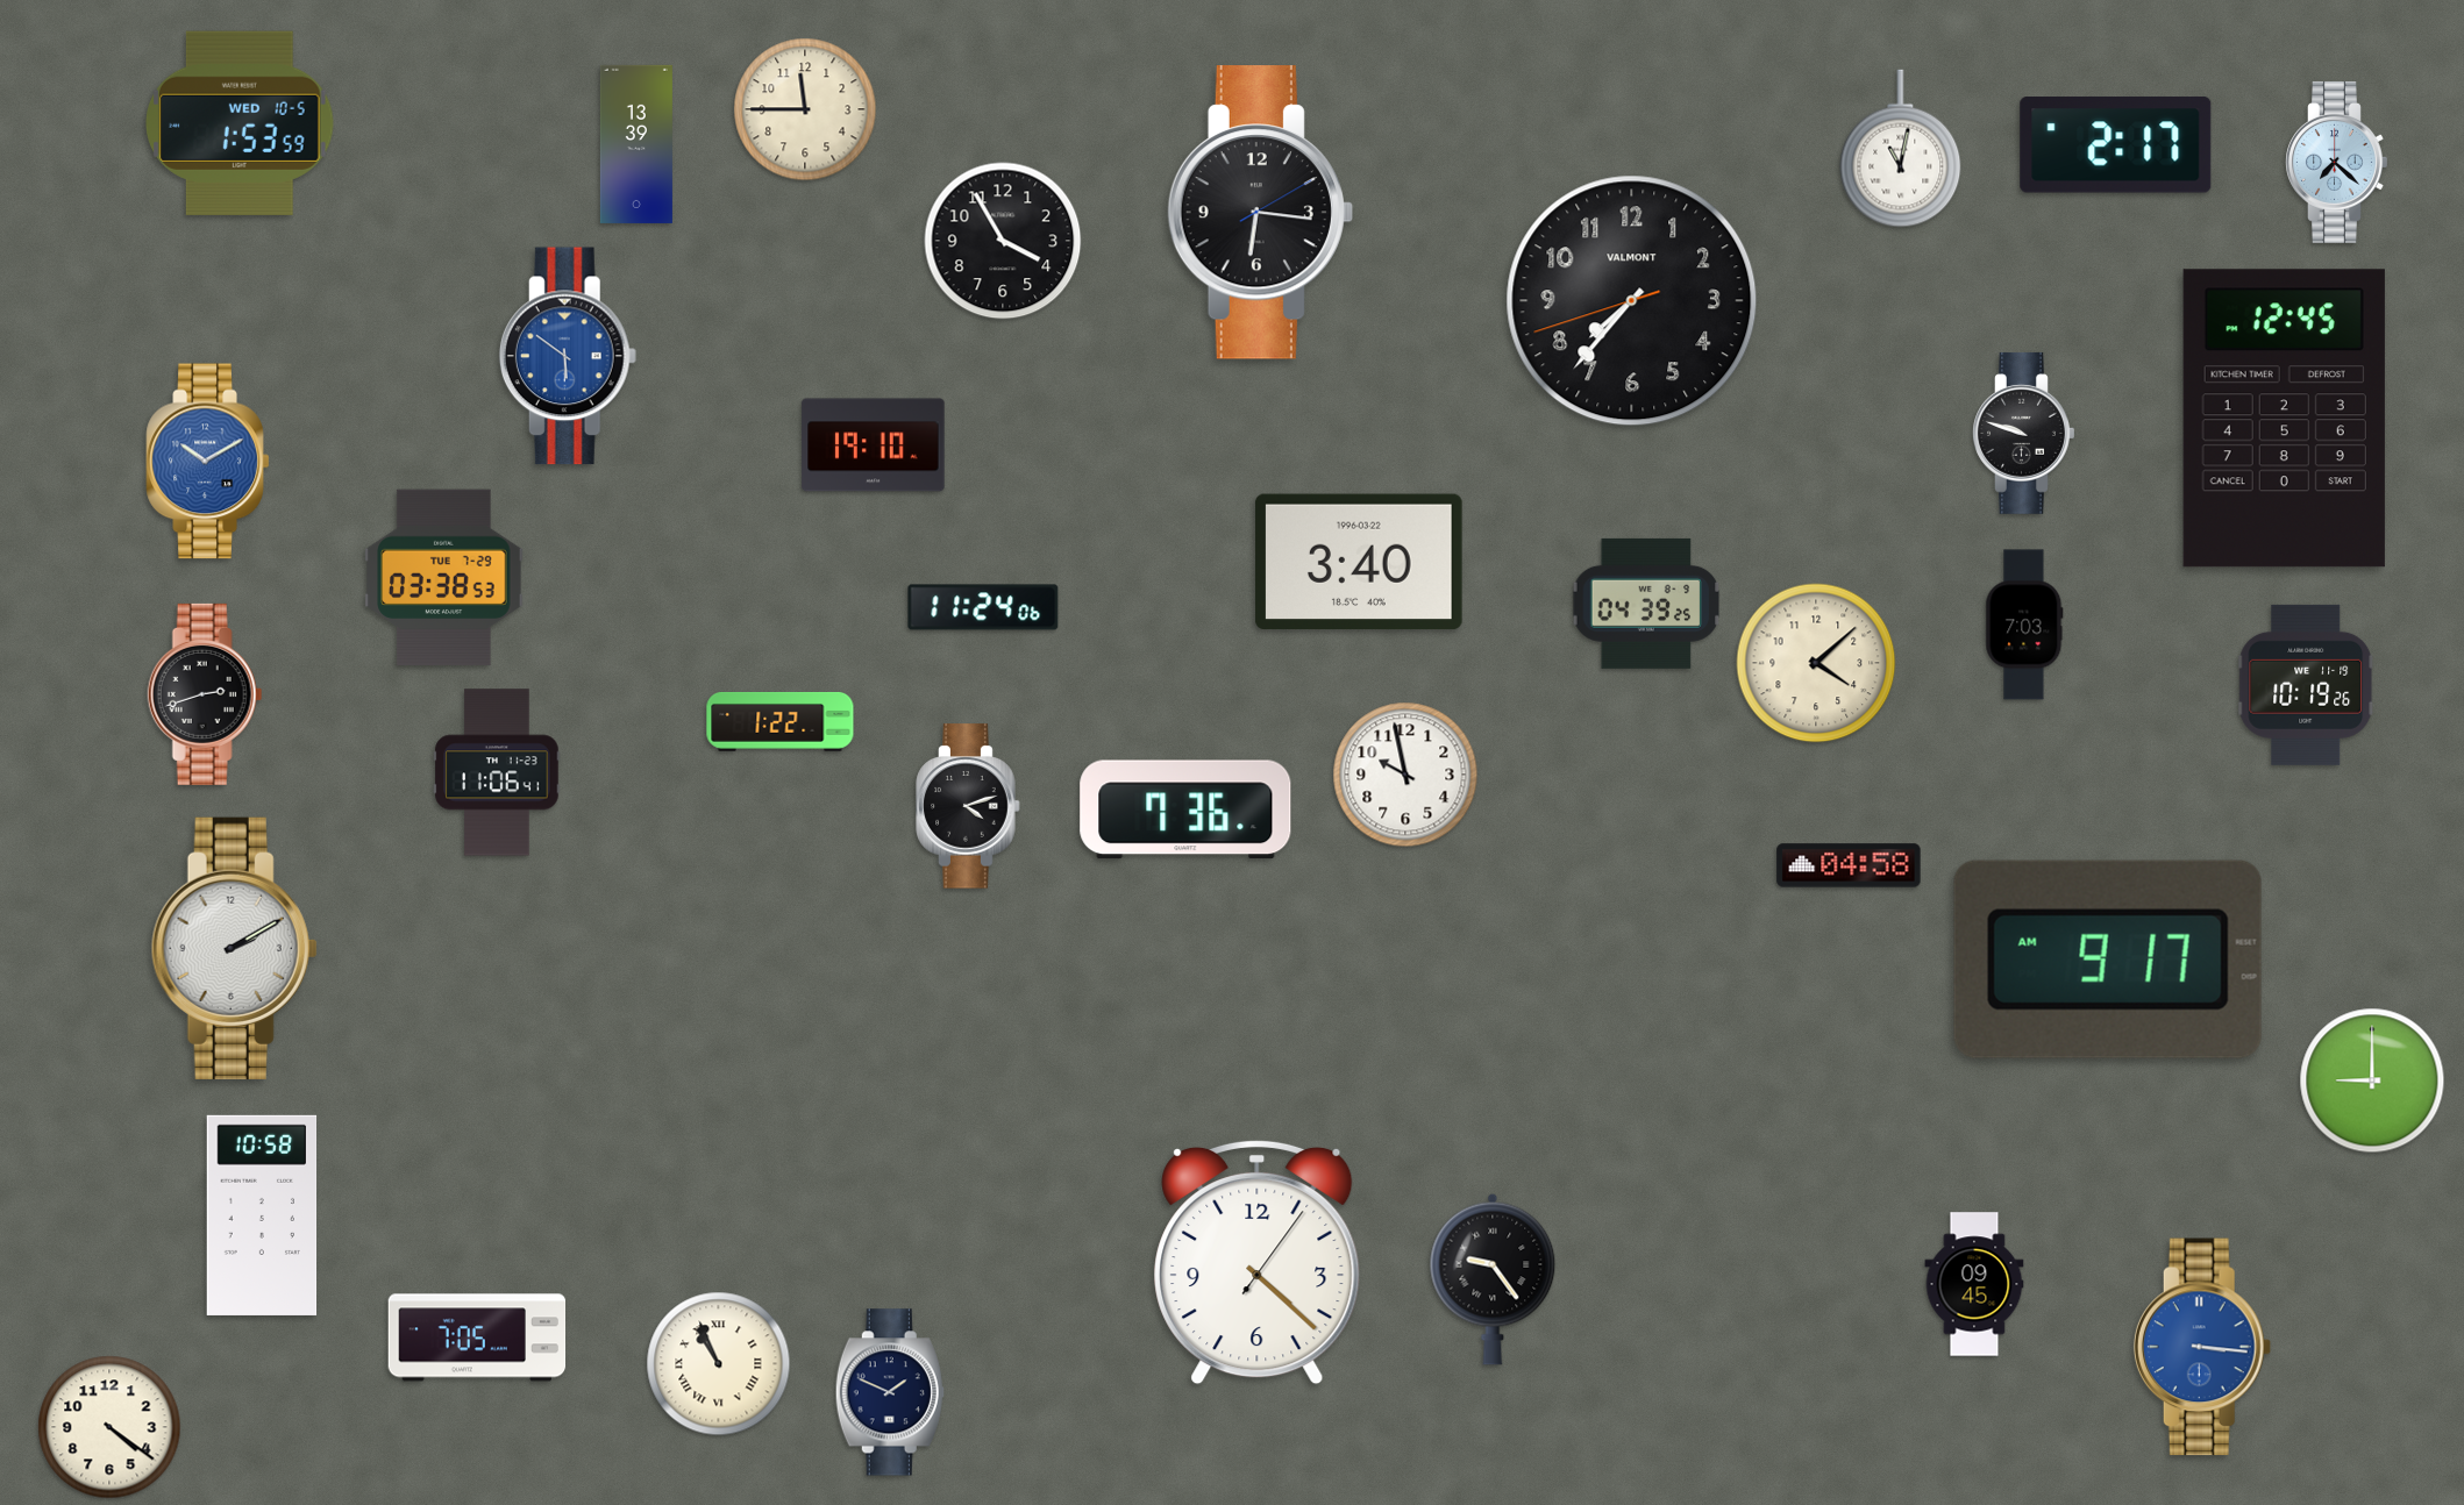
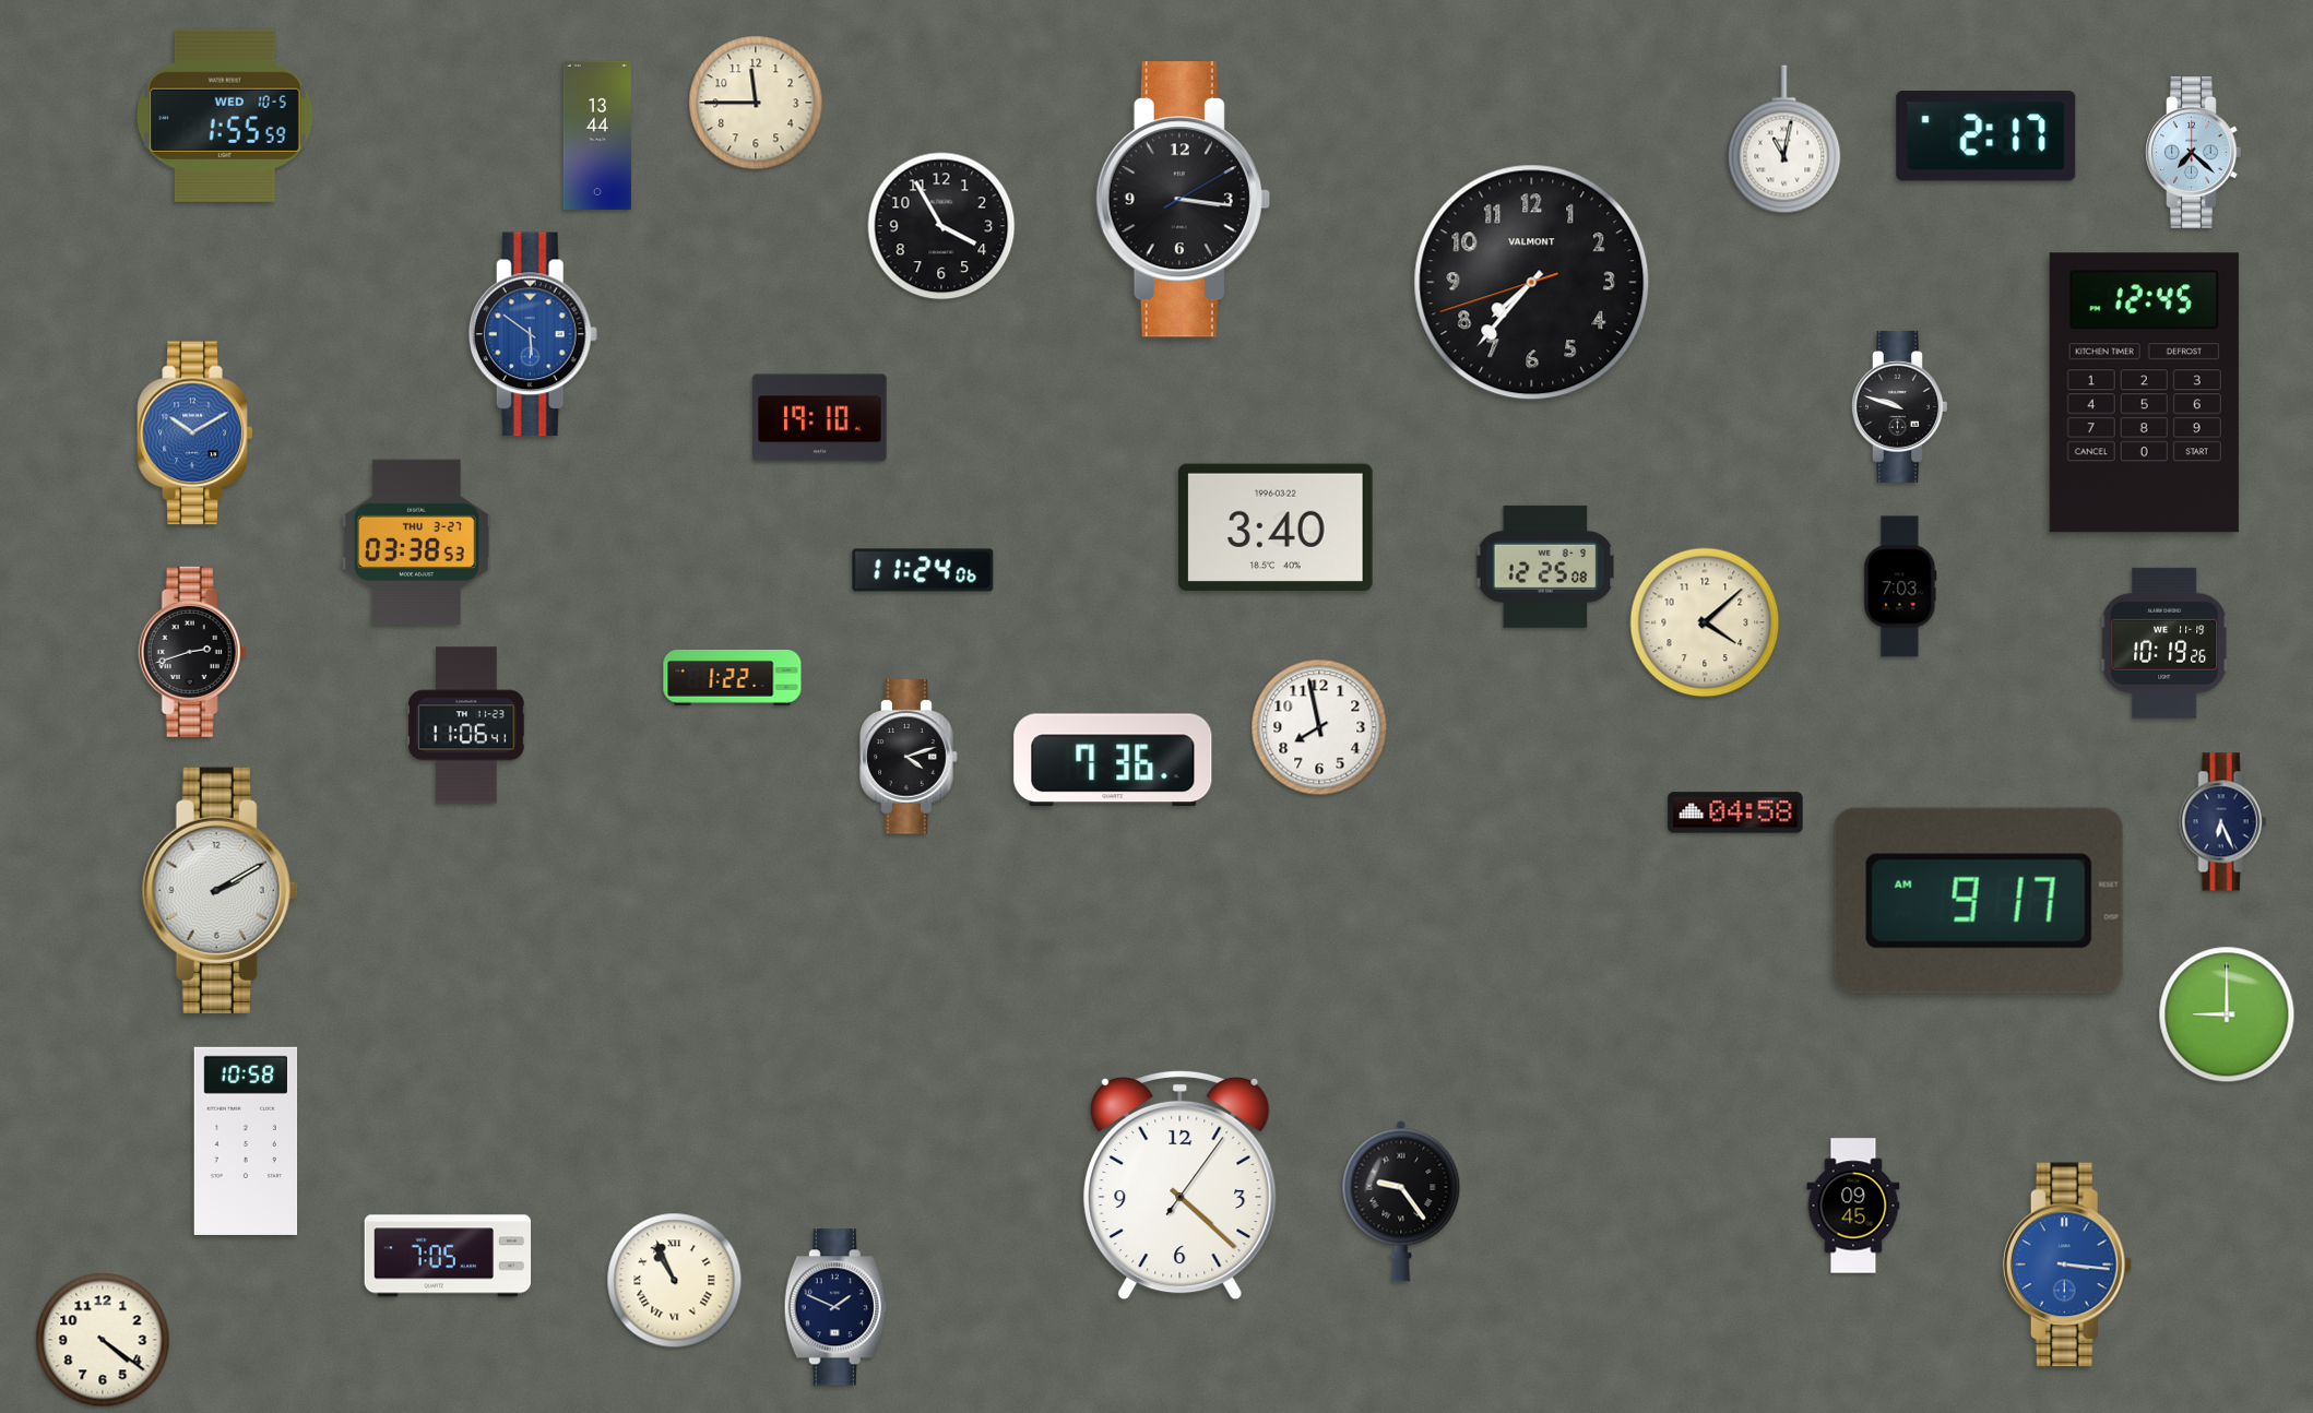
clock at (241, 123): 1:53 -> 1:55
clock at (636, 144): 13:39 -> 13:44
clock at (1260, 213): 6:16 -> 3:16
clock at (444, 578) date: TUE 7-29 -> THU 3-27
clock at (1646, 604): 04:39 -> 12:25
clock at (1405, 775): 9:58 -> 7:58
clock at (2223, 822): none -> 6:26
